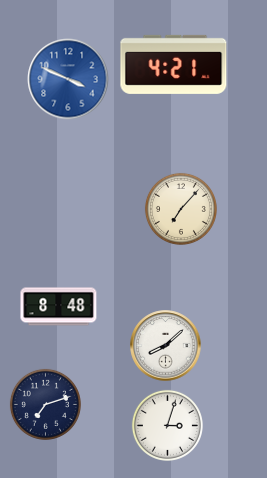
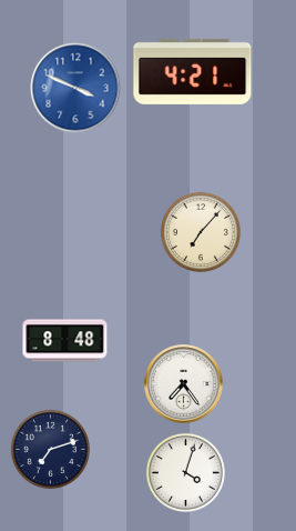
clock at (166, 346): 8:08 -> 7:24
clock at (167, 425): 3:03 -> 4:03
